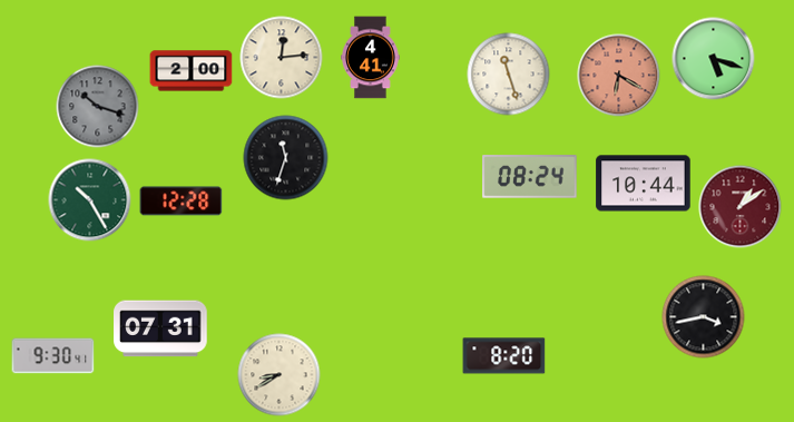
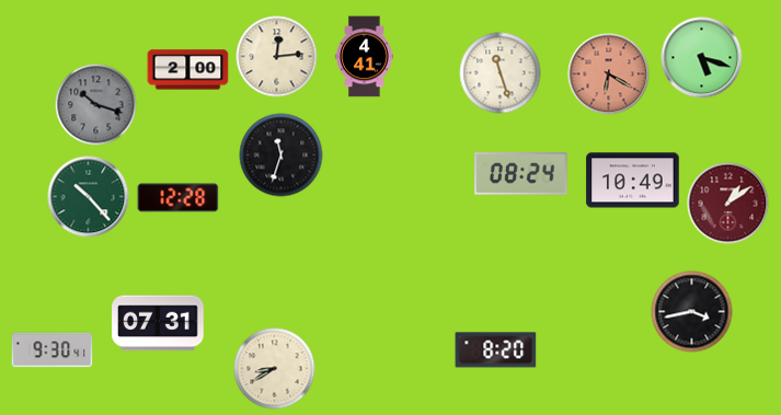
clock at (644, 184): 10:44 -> 10:49
clock at (90, 200): 10:25 -> 10:23
